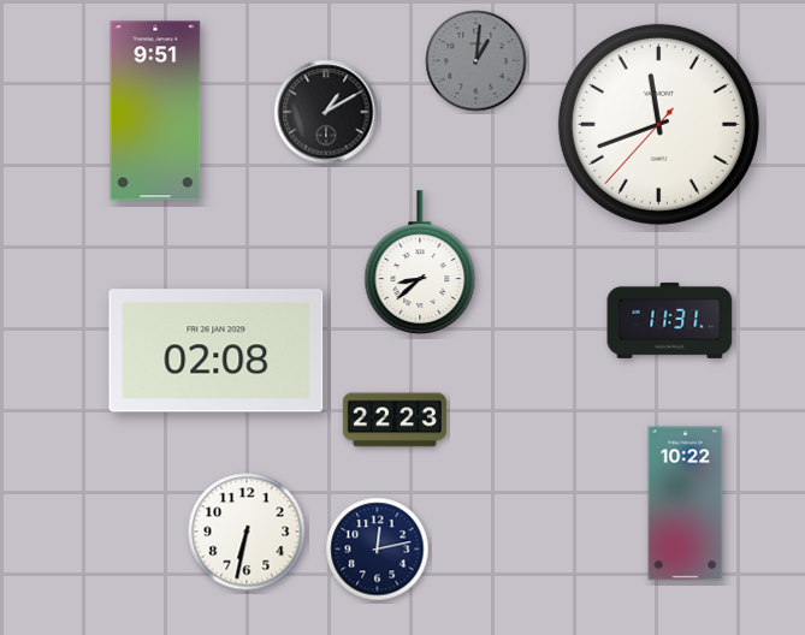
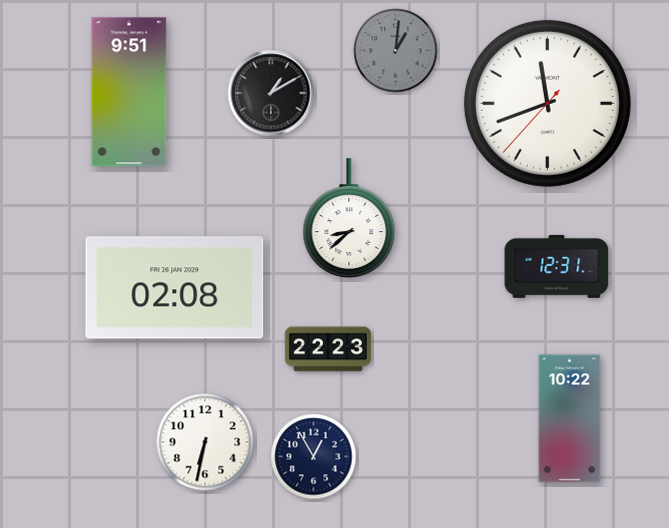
clock at (670, 320): 11:31 -> 12:31
clock at (217, 351) position: (217, 351) -> (175, 288)
clock at (378, 550): 12:13 -> 12:55
